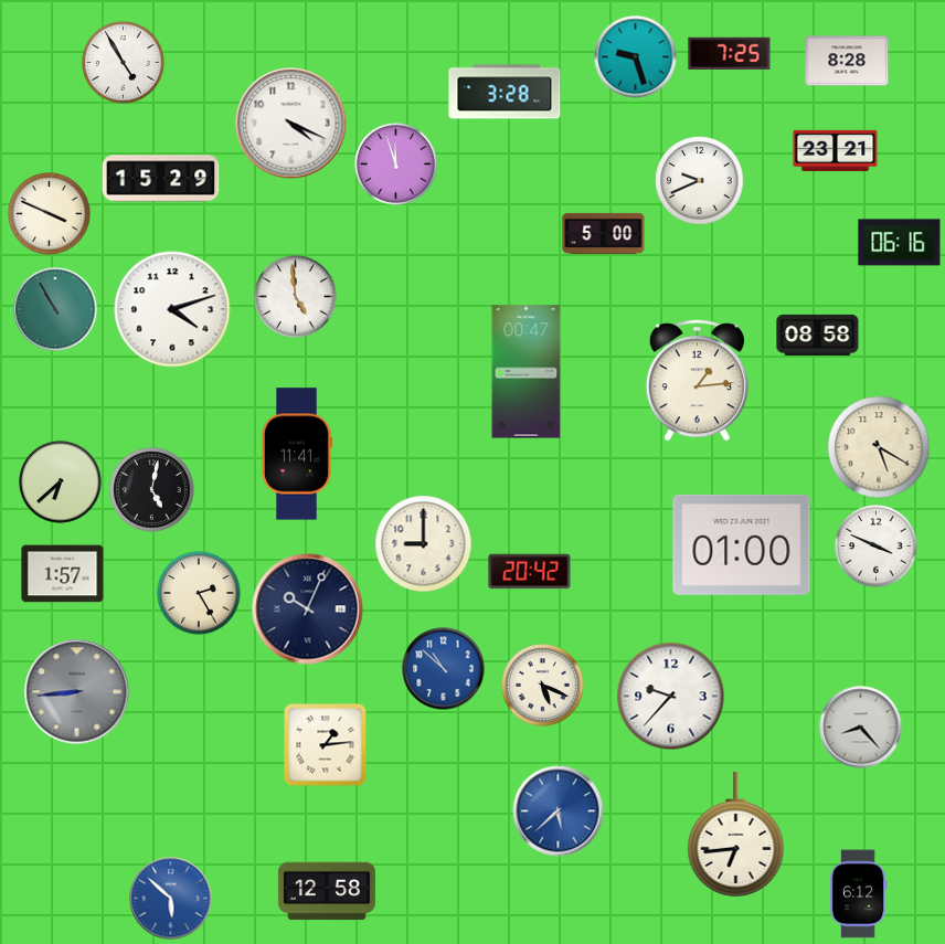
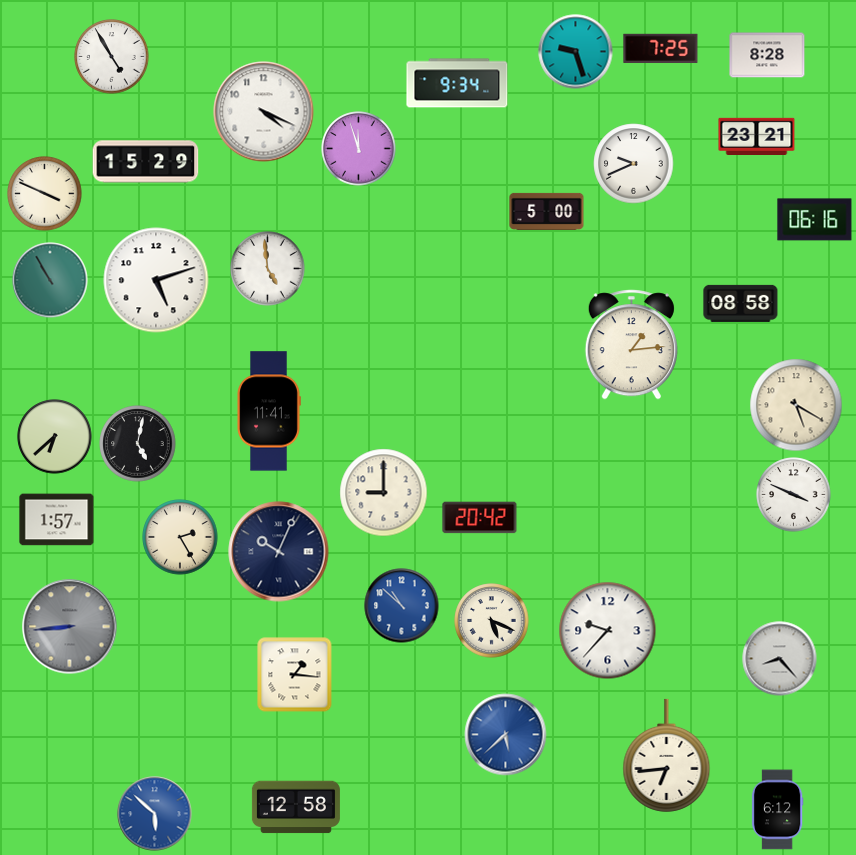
clock at (505, 92): 3:28 -> 9:34
clock at (172, 309): 4:12 -> 5:12
clock at (527, 372): 00:47 -> none
clock at (742, 544): 01:00 -> none
clock at (326, 745): 1:14 -> 1:16
